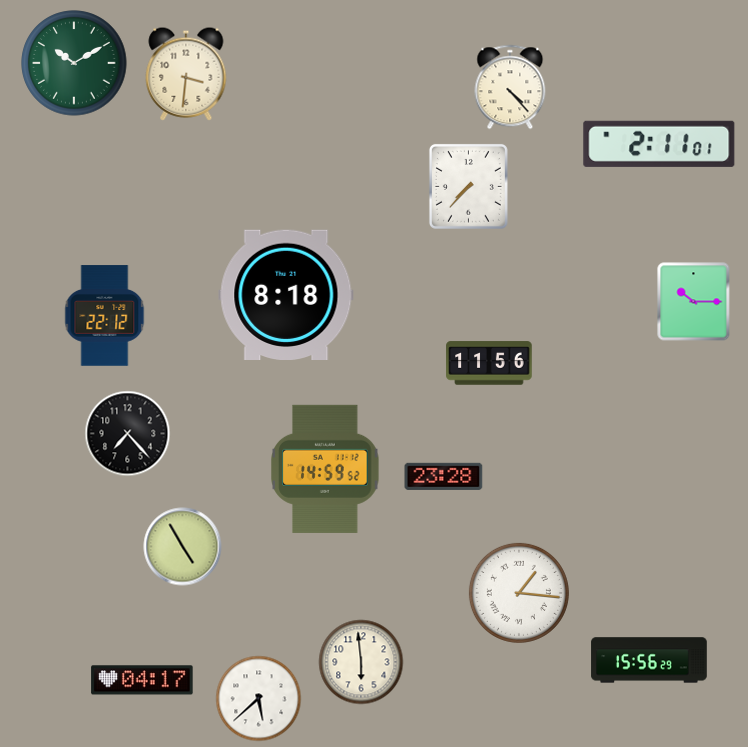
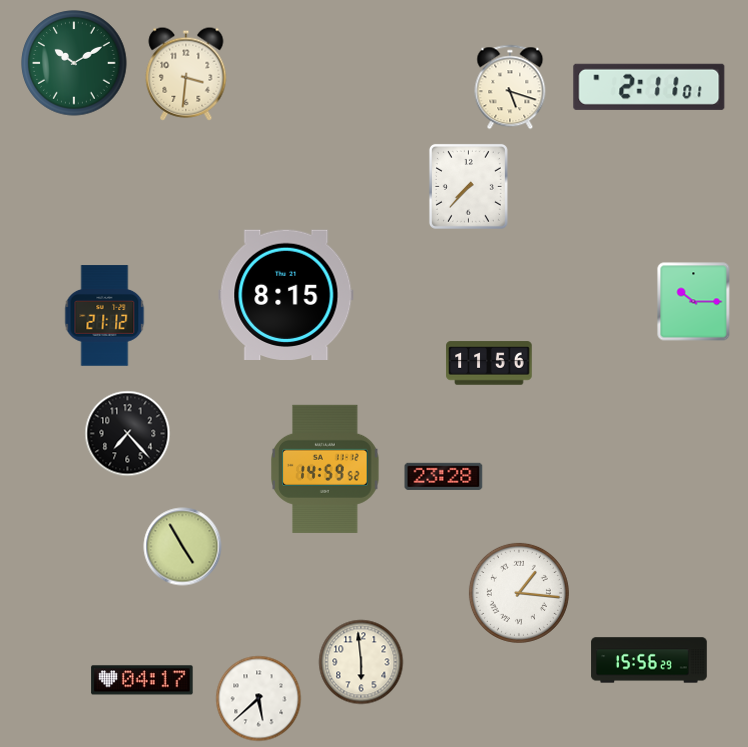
clock at (510, 87): 4:23 -> 5:18
clock at (659, 144) position: (659, 144) -> (649, 87)
clock at (286, 294): 8:18 -> 8:15
clock at (105, 316): 22:12 -> 21:12
